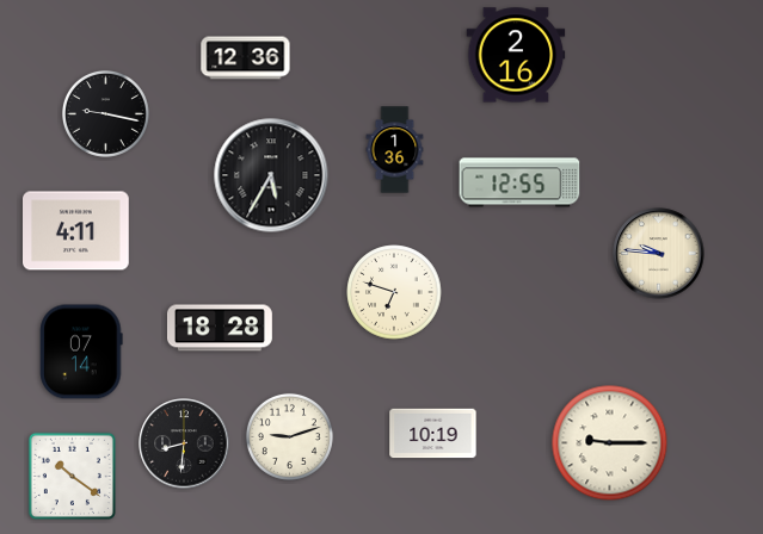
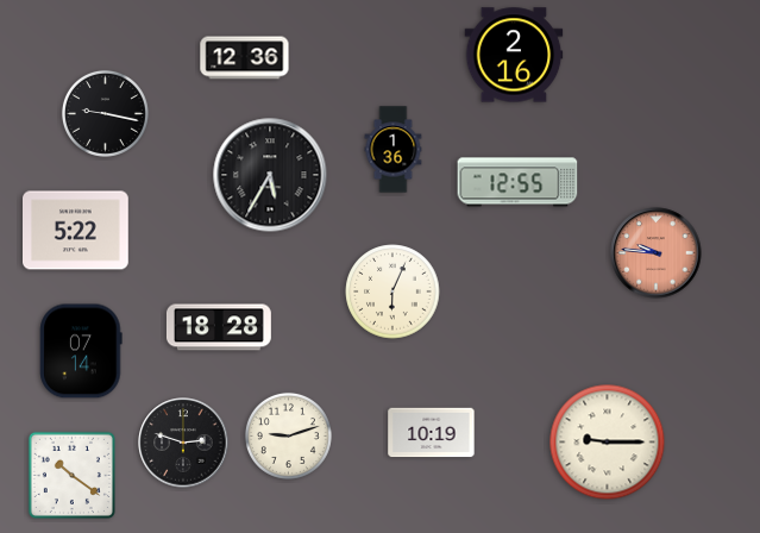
clock at (76, 231): 4:11 -> 5:22
clock at (659, 254) dial: cream -> salmon
clock at (394, 292): 6:48 -> 6:04
clock at (184, 443): 8:31 -> 2:48
